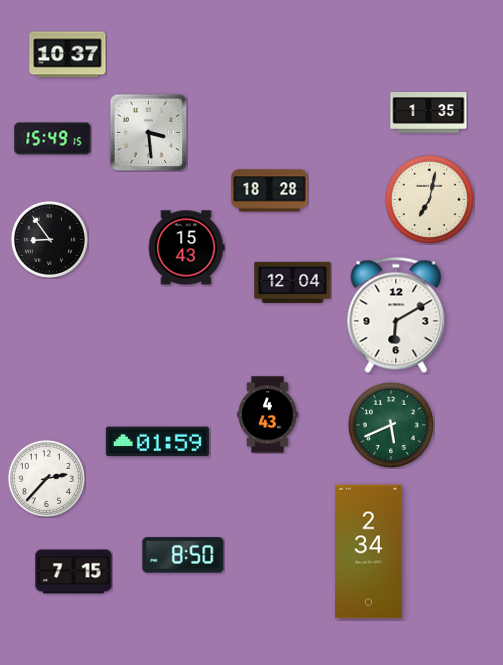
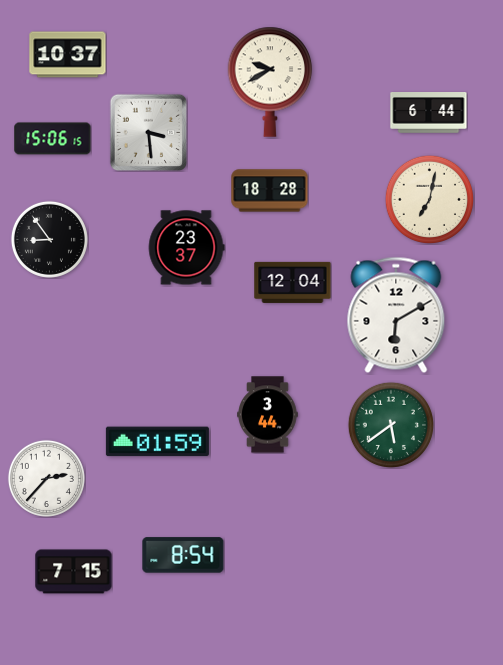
clock at (270, 82): none -> 9:40
clock at (429, 113): 1:35 -> 6:44
clock at (53, 139): 15:49 -> 15:06
clock at (186, 248): 15:43 -> 23:37
clock at (268, 415): 4:43 -> 3:44
clock at (390, 424): 5:41 -> 5:39
clock at (368, 552): 2:34 -> none
clock at (183, 555): 8:50 -> 8:54
